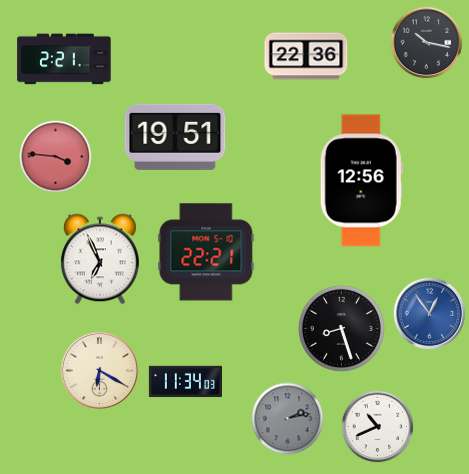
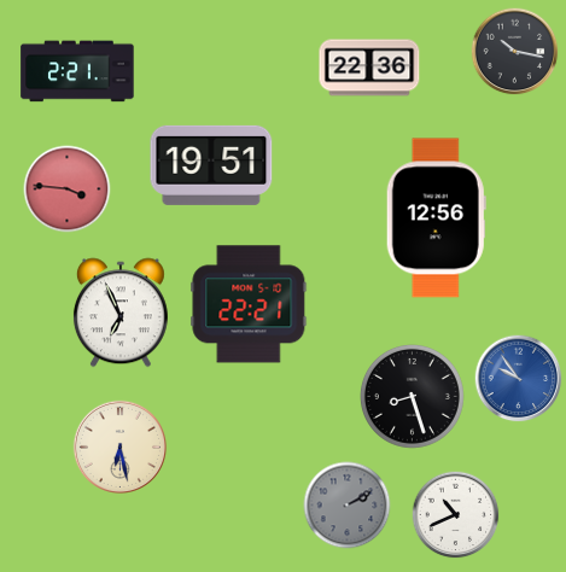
clock at (430, 314): 12:54 -> 9:54
clock at (99, 370): 6:20 -> 6:28
clock at (185, 382): 11:34 -> none
clock at (288, 419): 2:13 -> 2:10
